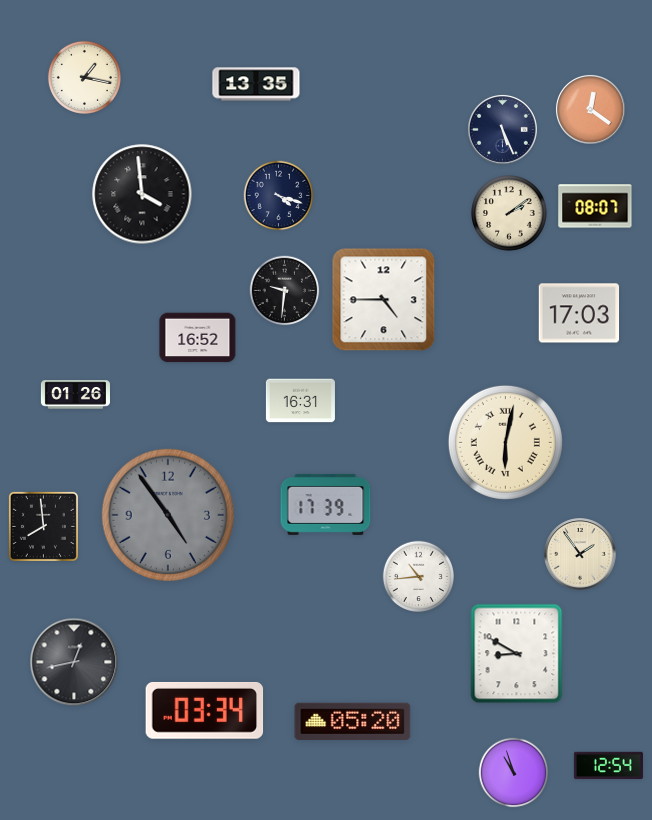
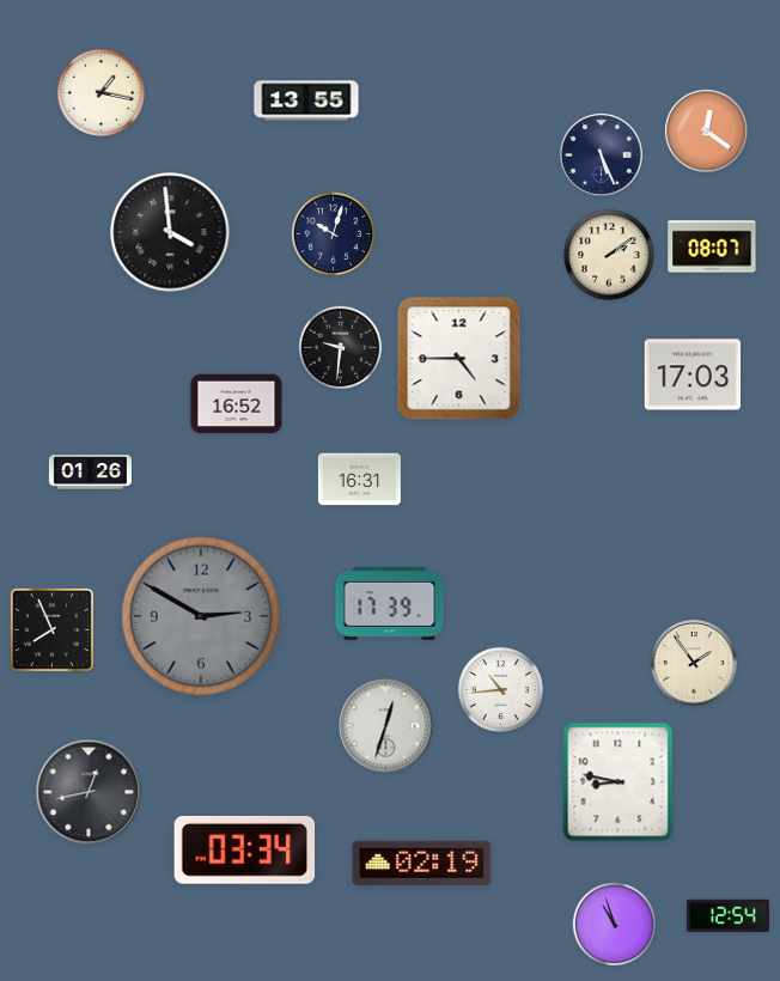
clock at (256, 84): 13:35 -> 13:55
clock at (279, 196): 4:18 -> 10:03
clock at (505, 442): 6:02 -> none
clock at (167, 514): 4:54 -> 2:50
clock at (43, 526): 7:59 -> 7:56
clock at (386, 726): none -> 12:33
clock at (517, 654): 8:50 -> 8:47
clock at (353, 721): 05:20 -> 02:19
